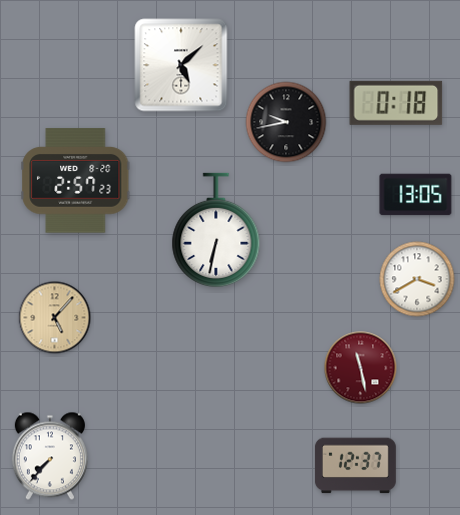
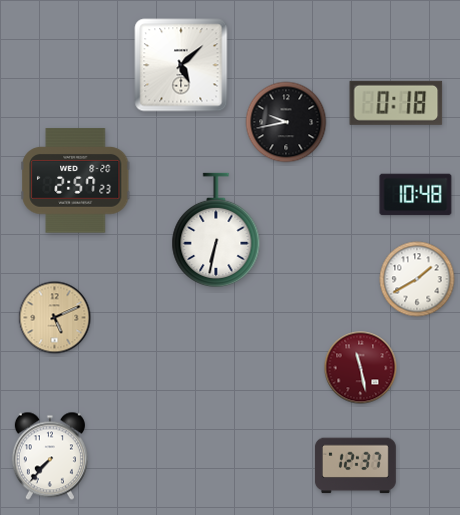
clock at (416, 195): 13:05 -> 10:48
clock at (417, 279): 3:40 -> 1:40
clock at (55, 318): 5:07 -> 5:11
